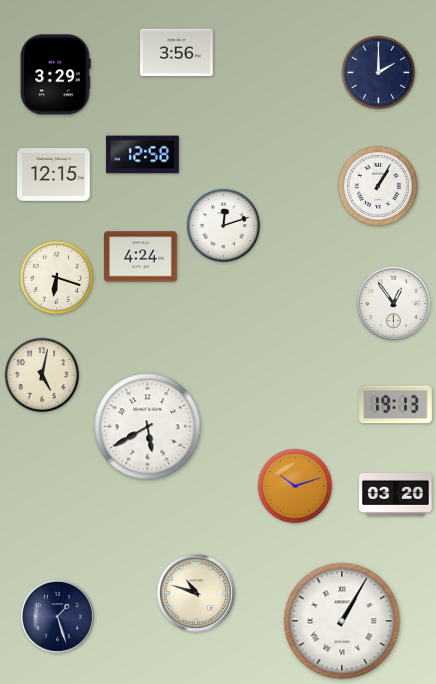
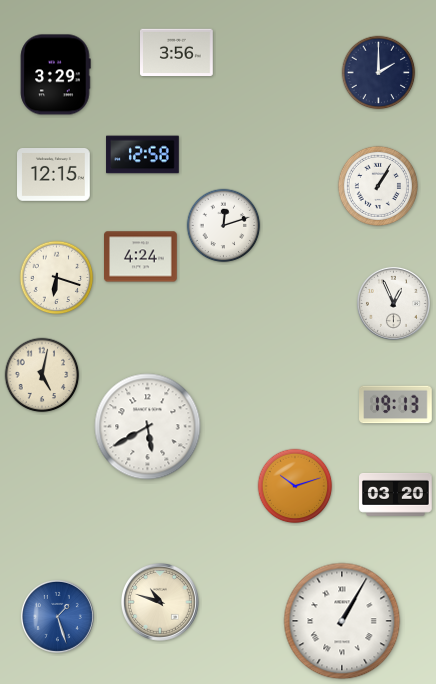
clock at (393, 303): 12:54 -> 12:56
clock at (196, 593) position: (196, 593) -> (160, 602)
clock at (57, 616) dial: navy -> blue
